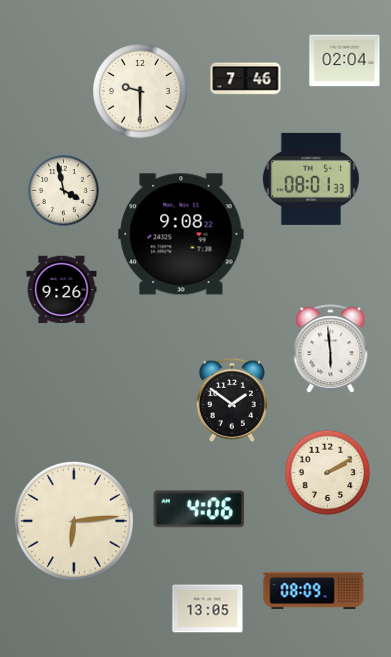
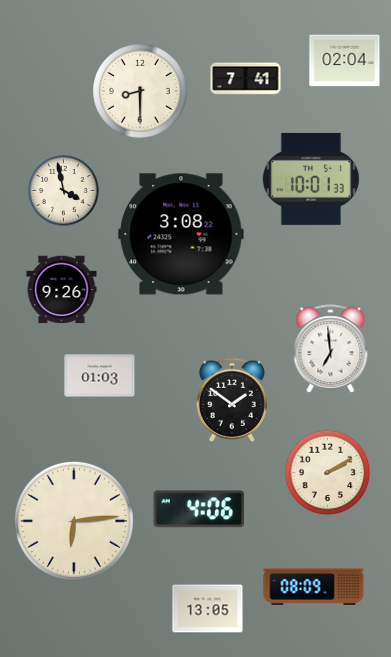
clock at (246, 79): 7:46 -> 7:41
clock at (140, 91): 9:30 -> 8:30
clock at (311, 179): 08:01 -> 10:01
clock at (181, 234): 9:08 -> 3:08
clock at (331, 349): 5:59 -> 6:59
clock at (100, 376): none -> 01:03
clock at (314, 590) position: (314, 590) -> (314, 586)
